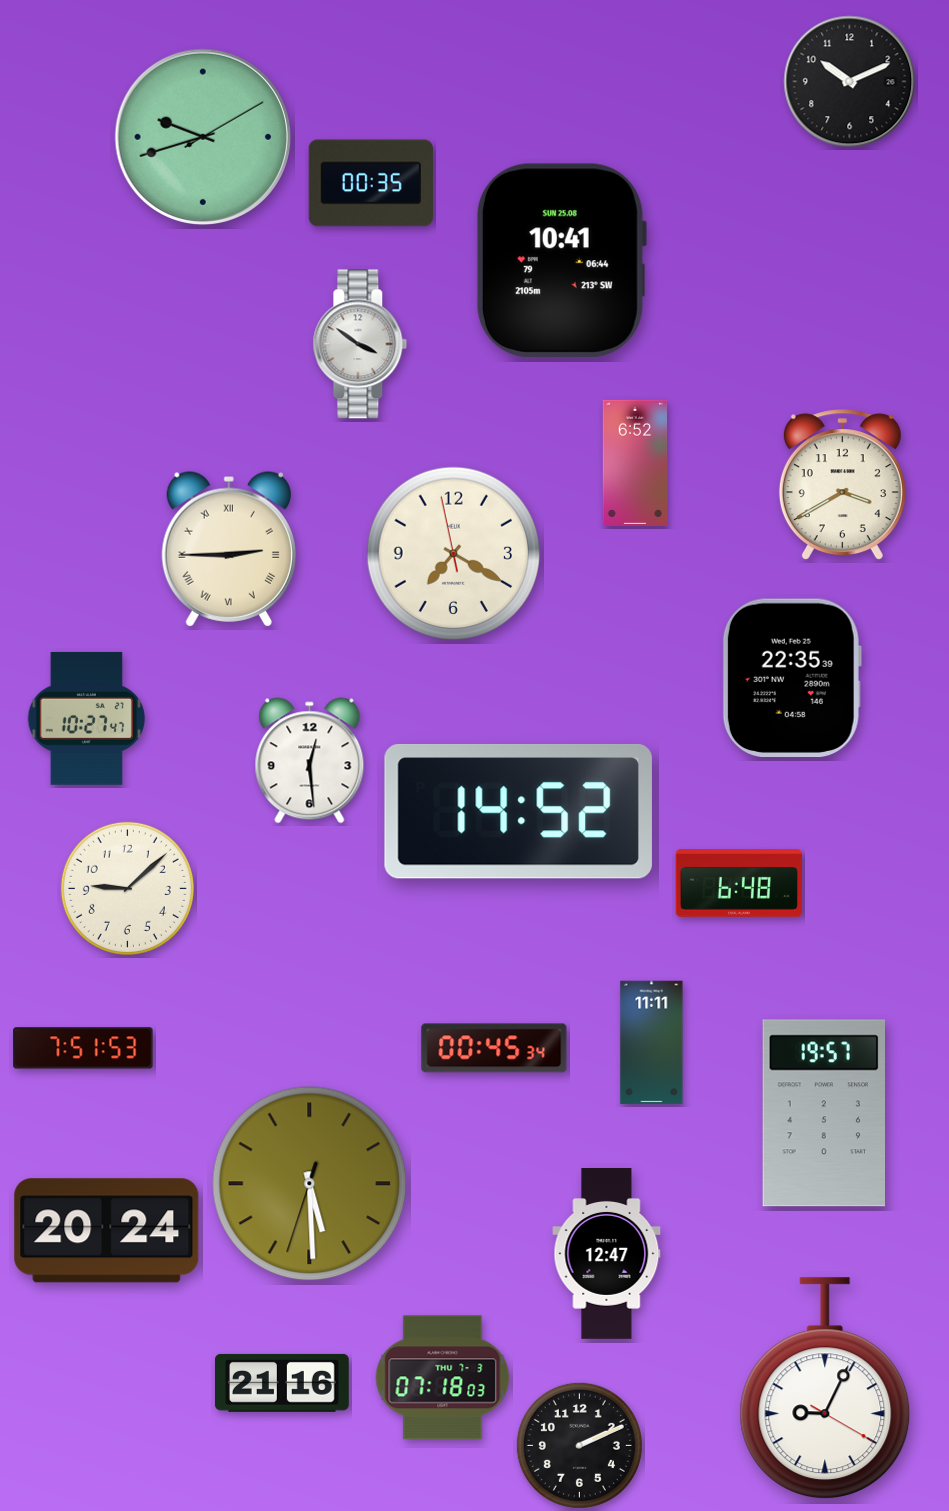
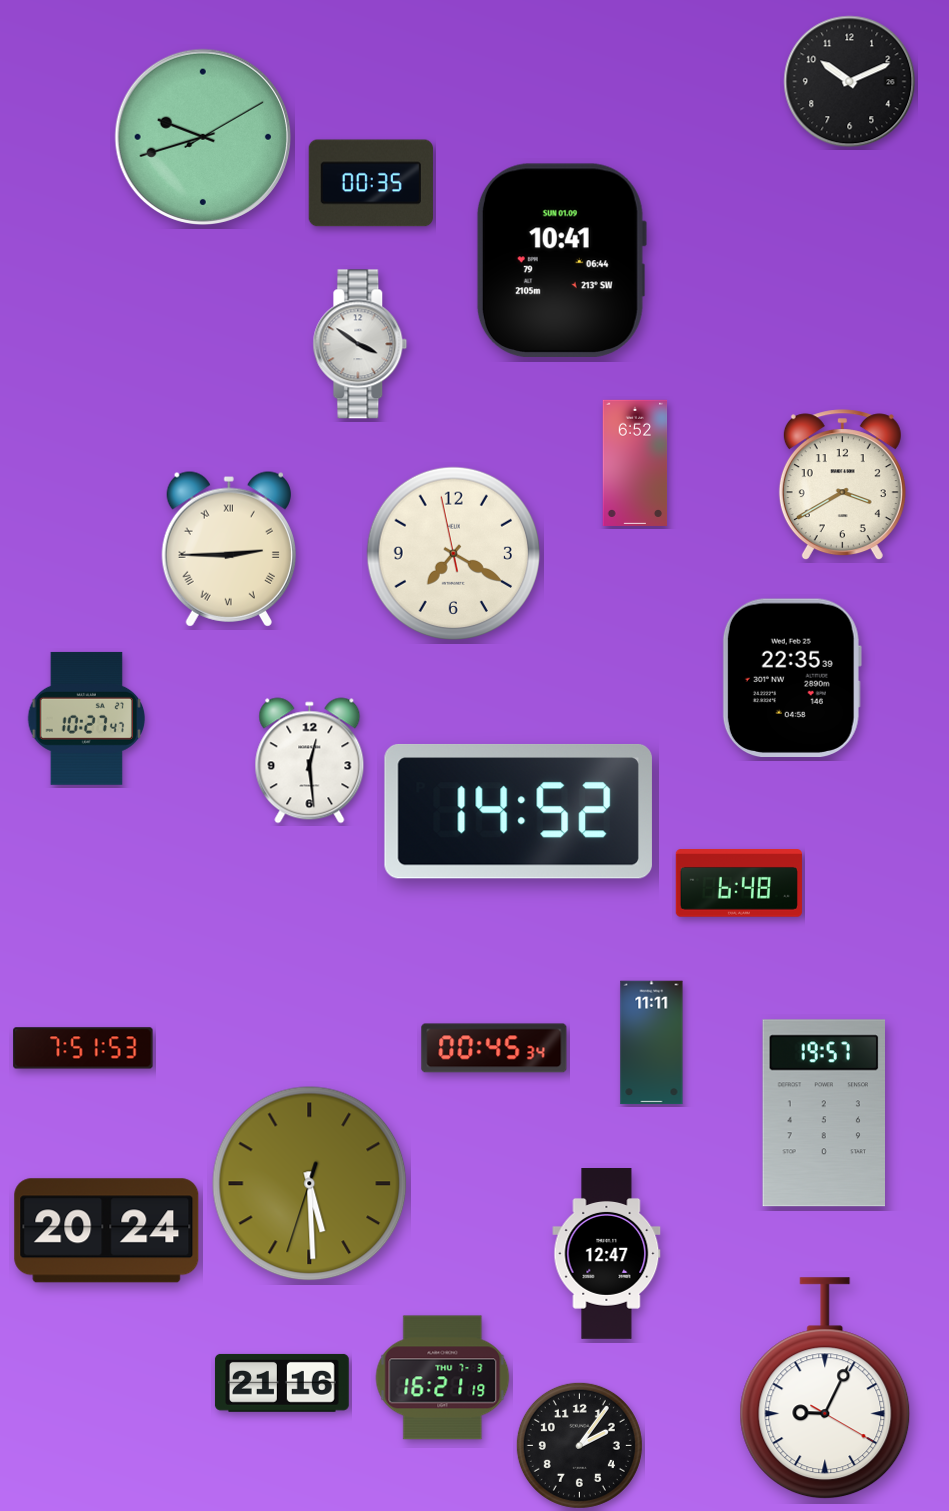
clock at (561, 260) date: SUN 25.08 -> SUN 01.09
clock at (127, 888): 9:08 -> none
clock at (443, 1378): 07:18 -> 16:21
clock at (579, 1445): 2:11 -> 2:06
